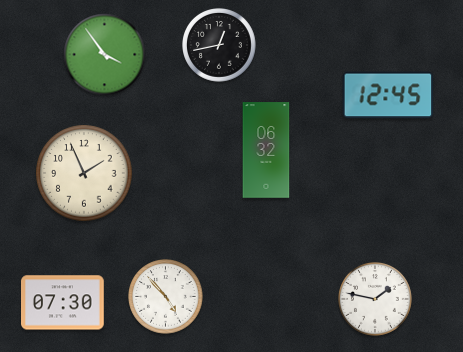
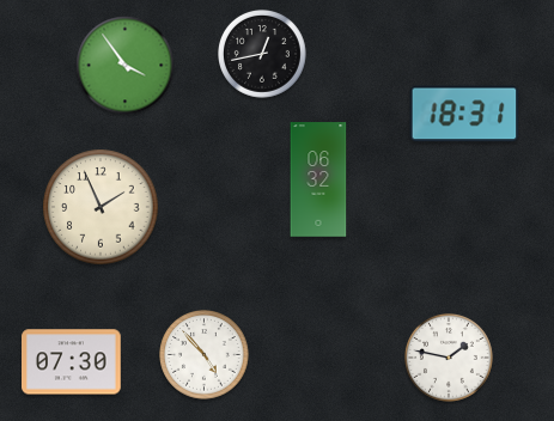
clock at (388, 95): 12:45 -> 18:31
clock at (166, 297) position: (166, 297) -> (205, 355)
clock at (63, 303) position: (63, 303) -> (72, 362)
